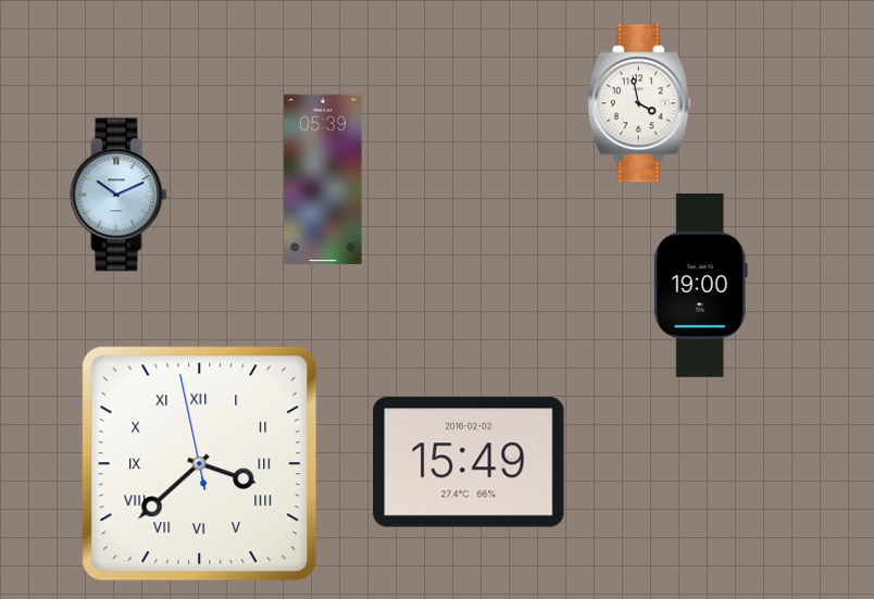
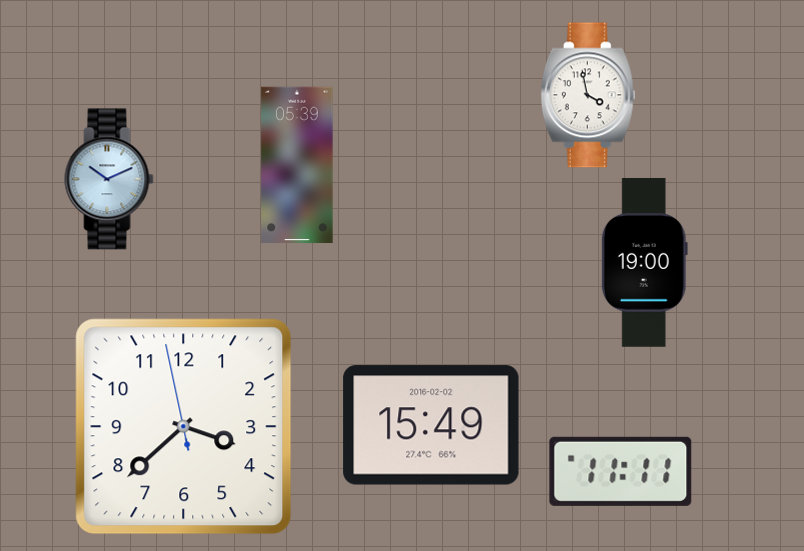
clock at (200, 464) numerals: Roman -> Arabic
clock at (621, 471): none -> 11:11
